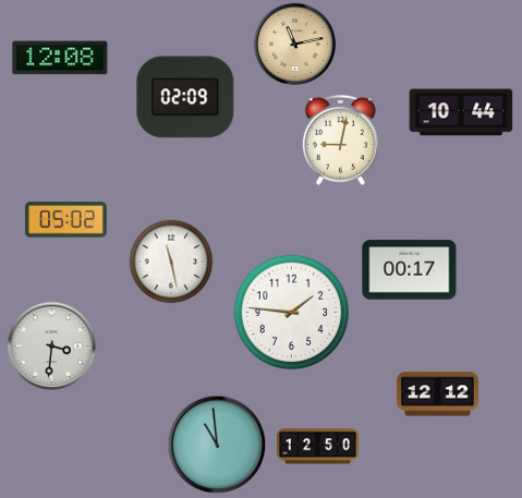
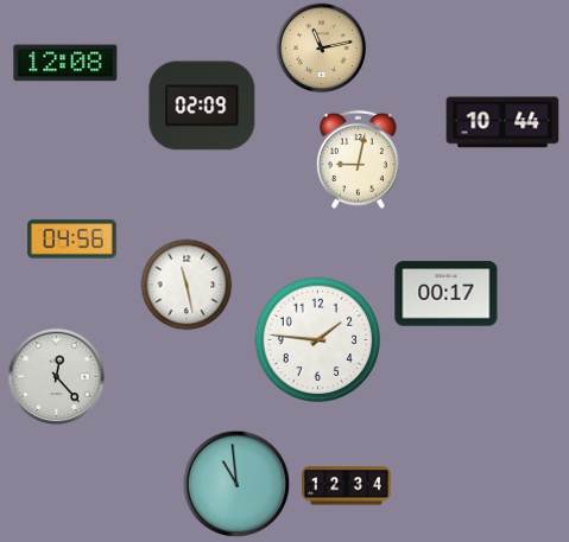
clock at (340, 139) position: (340, 139) -> (358, 159)
clock at (65, 220): 05:02 -> 04:56
clock at (52, 347): 3:31 -> 12:23
clock at (437, 394): 12:12 -> none
clock at (318, 447): 12:50 -> 12:34
